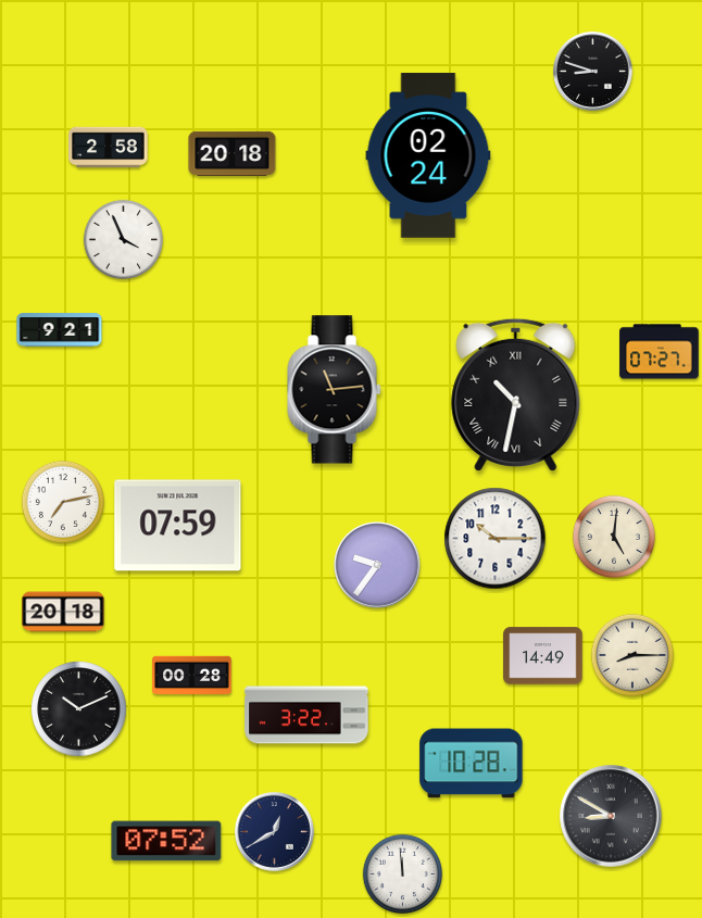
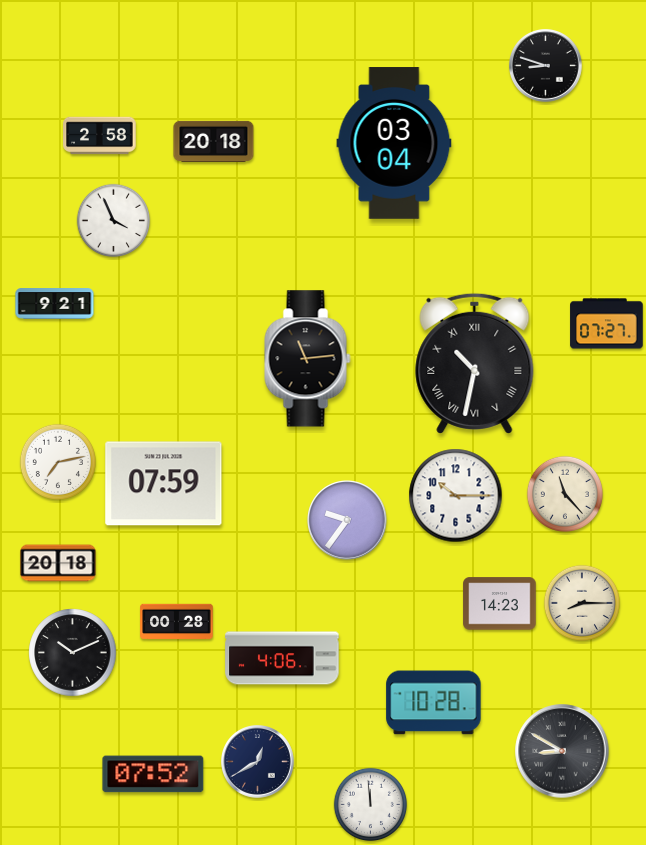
clock at (428, 155): 02:24 -> 03:04
clock at (614, 537): 5:01 -> 11:23
clock at (543, 656): 14:49 -> 14:23
clock at (306, 715): 3:22 -> 4:06
clock at (275, 832) position: (275, 832) -> (258, 762)
